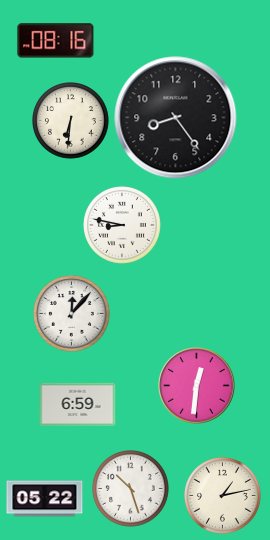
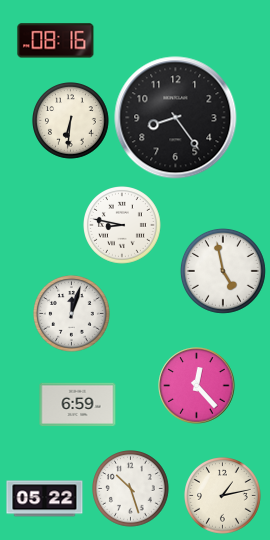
clock at (223, 271): none -> 4:58
clock at (72, 314): 12:07 -> 12:03
clock at (197, 386): 12:31 -> 12:23
